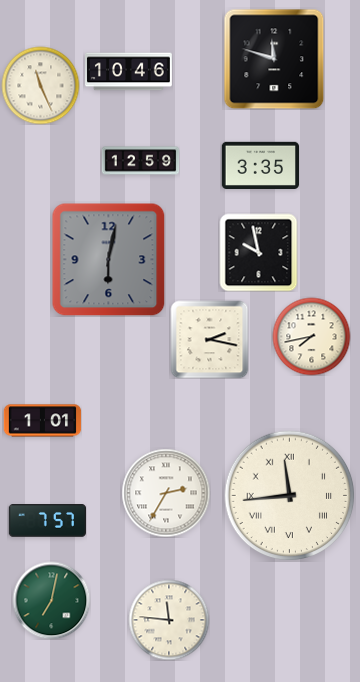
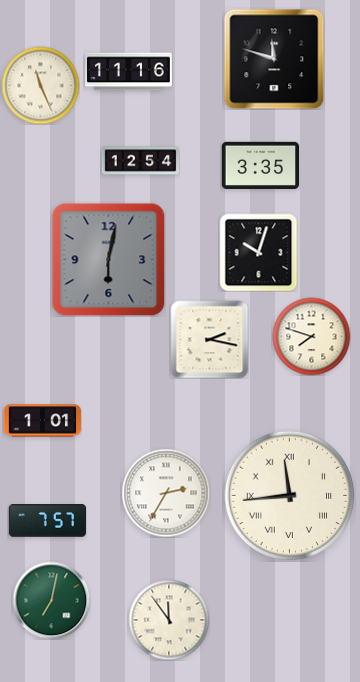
clock at (129, 72): 10:46 -> 11:16
clock at (140, 161): 12:59 -> 12:54
clock at (258, 252): 9:58 -> 10:03
clock at (311, 336): 7:43 -> 7:48
clock at (169, 620): 11:46 -> 11:54
